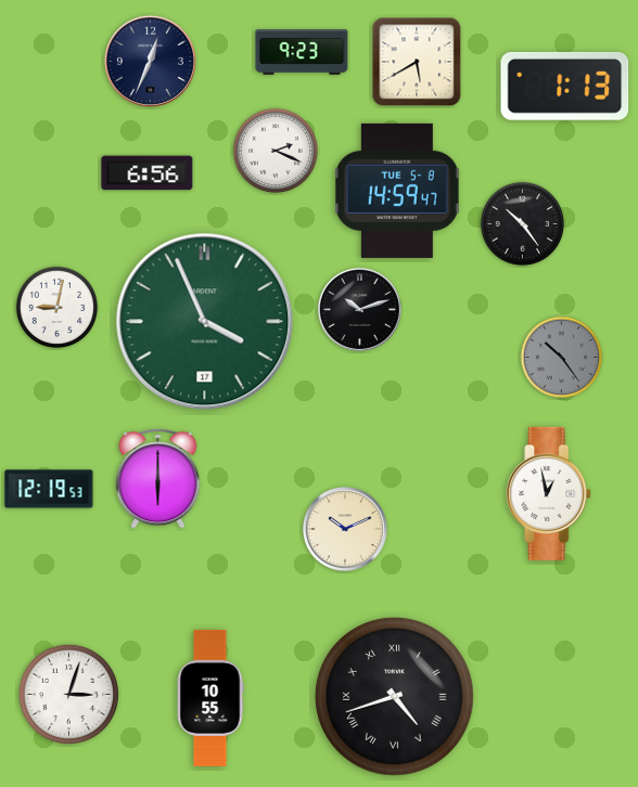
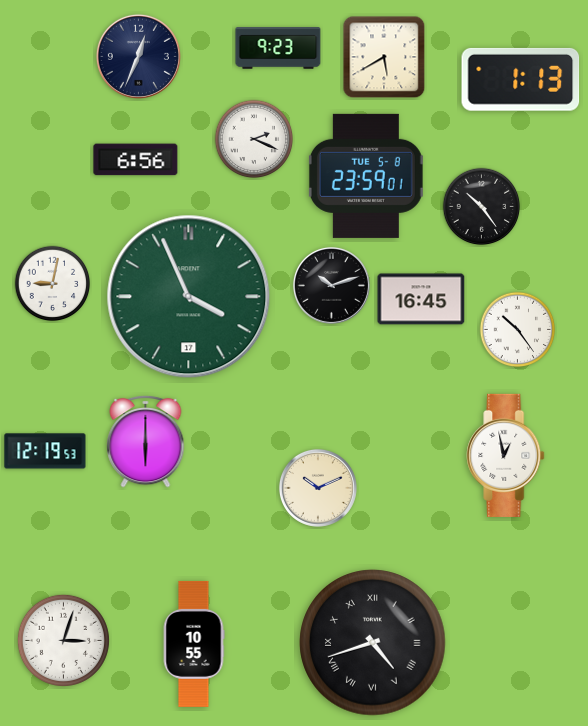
clock at (397, 191): 14:59 -> 23:59
clock at (421, 299): none -> 16:45
clock at (562, 358) dial: grey -> white
clock at (395, 697) position: (395, 697) -> (373, 643)
